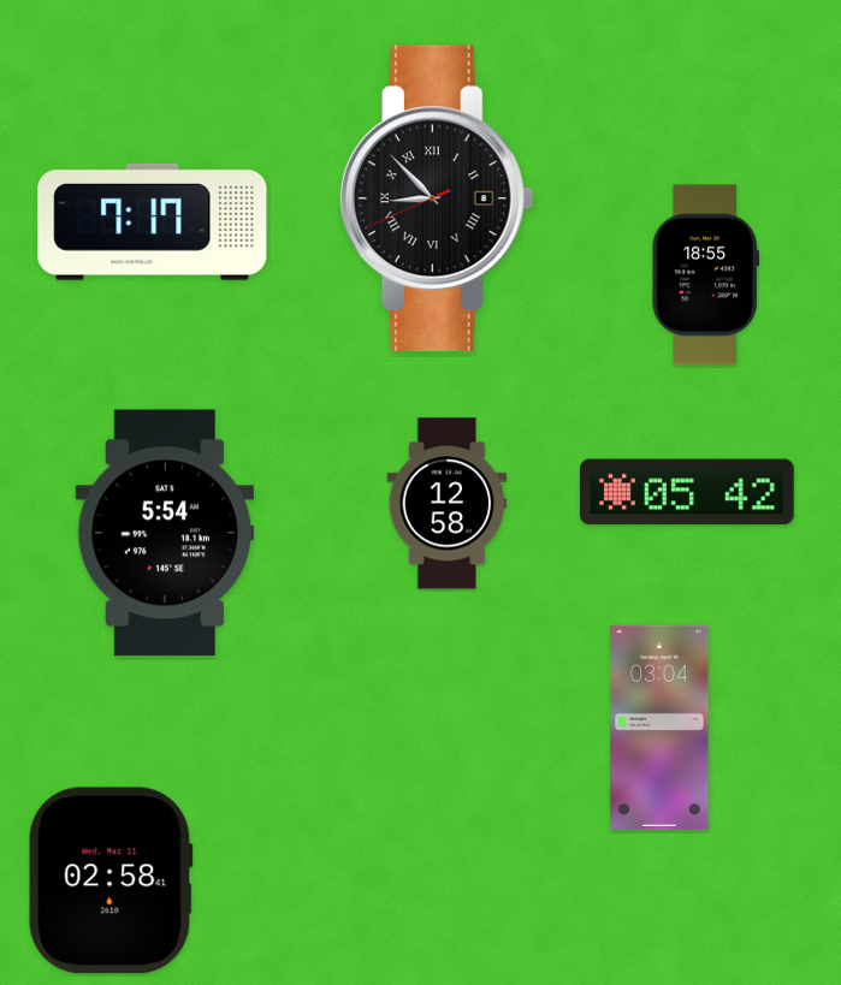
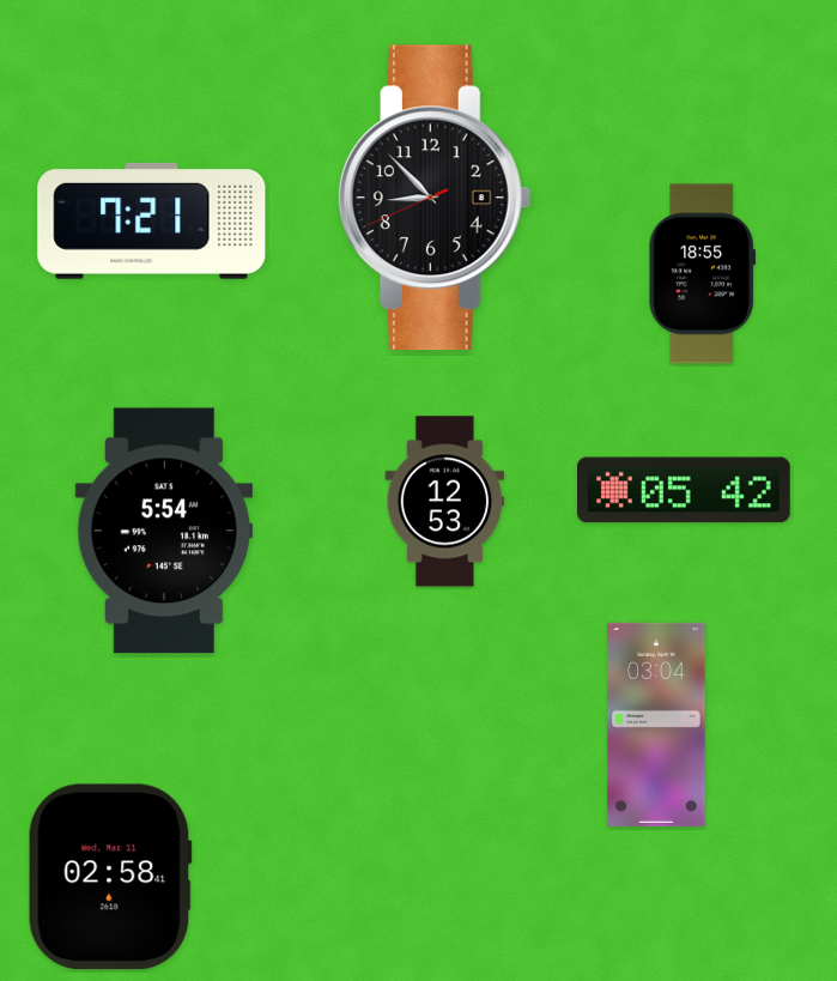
clock at (437, 198) numerals: Roman -> Arabic
clock at (153, 221): 7:17 -> 7:21
clock at (448, 504): 12:58 -> 12:53
